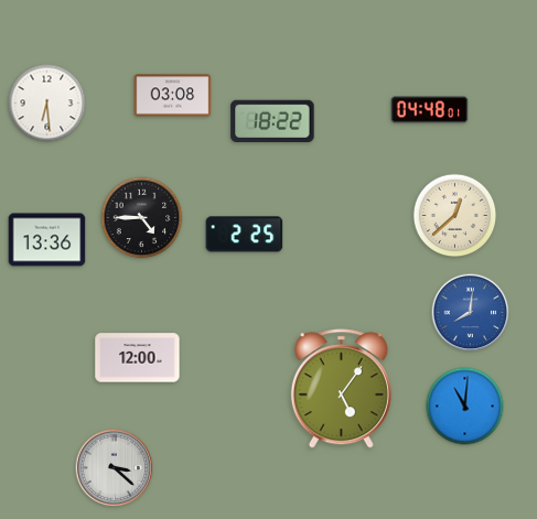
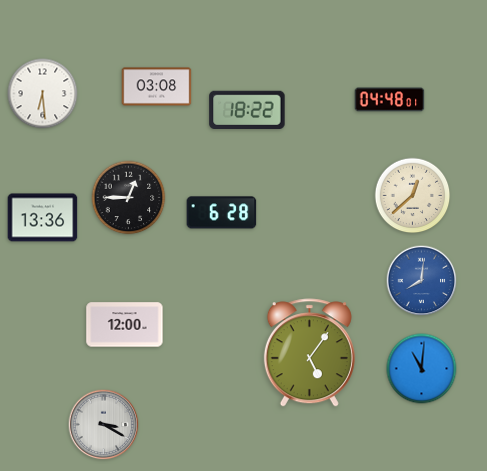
clock at (142, 218): 4:45 -> 12:45
clock at (245, 235): 2:25 -> 6:28
clock at (471, 313) position: (471, 313) -> (422, 281)
clock at (115, 468): 3:22 -> 3:20
